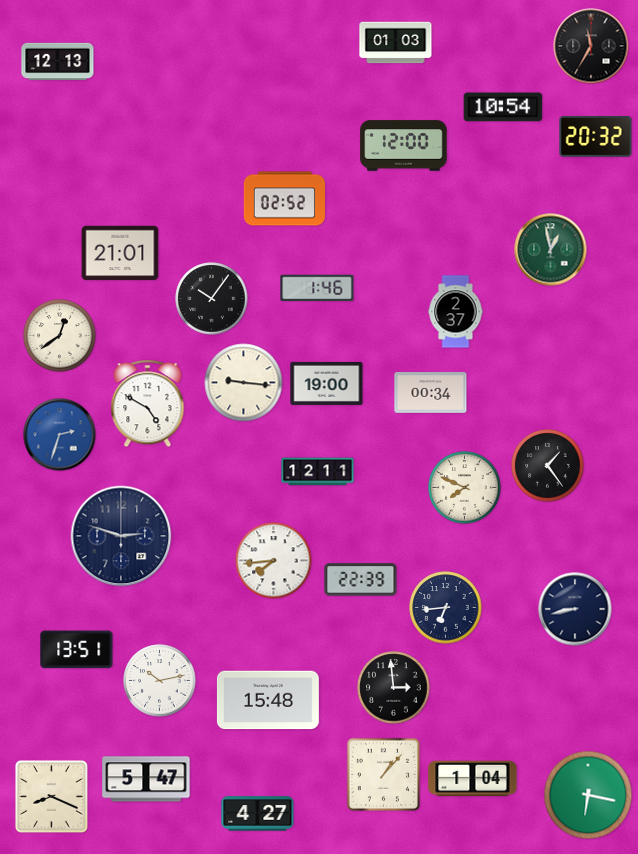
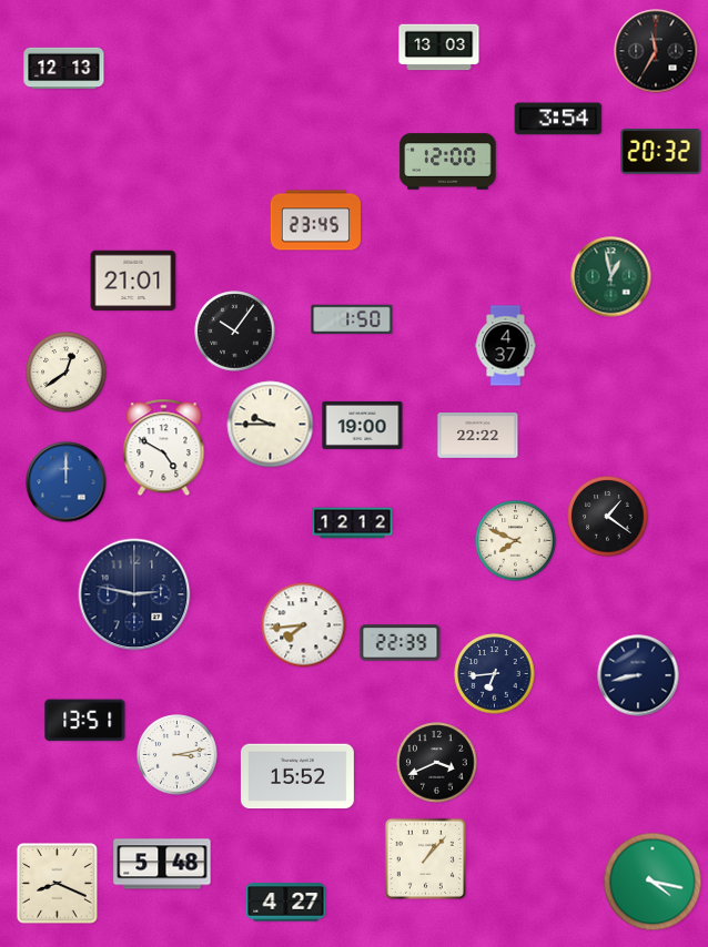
clock at (396, 43): 01:03 -> 13:03
clock at (503, 107): 10:54 -> 3:54
clock at (284, 199): 02:52 -> 23:45
clock at (317, 288): 1:46 -> 1:50
clock at (456, 312): 2:37 -> 4:37
clock at (244, 383): 9:16 -> 9:45
clock at (431, 393): 00:34 -> 22:22
clock at (60, 435): 2:33 -> 12:00
clock at (548, 466): 1:24 -> 1:21
clock at (318, 472): 12:11 -> 12:12
clock at (121, 536): 2:48 -> 2:47
clock at (274, 561) position: (274, 561) -> (304, 625)
clock at (160, 681): 10:13 -> 3:13
clock at (394, 688): 2:59 -> 3:41
clock at (268, 700): 15:48 -> 15:52
clock at (146, 779): 5:47 -> 5:48
clock at (473, 779): 1:04 -> none
clock at (588, 795): 6:17 -> 4:17
